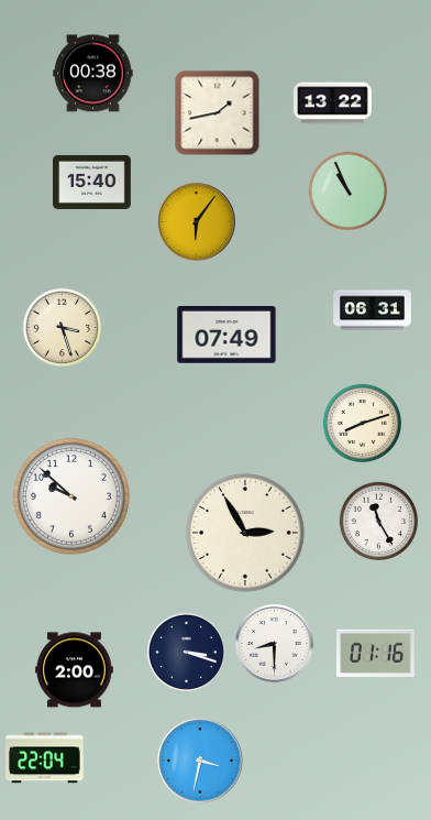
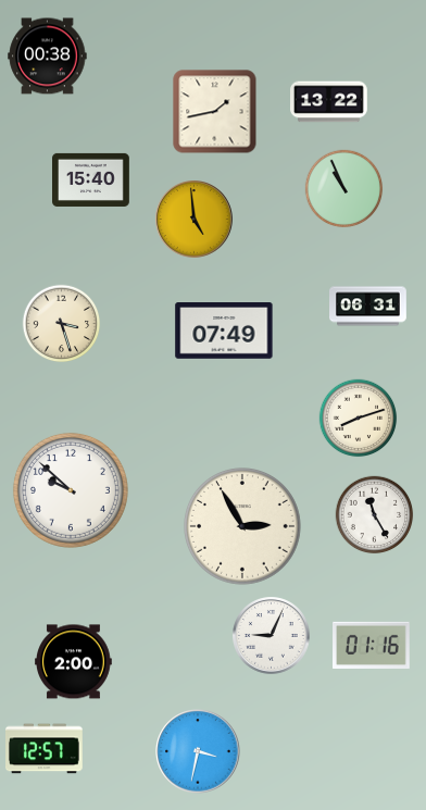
clock at (93, 74) position: (93, 74) -> (48, 57)
clock at (197, 222): 6:06 -> 4:59
clock at (275, 644): 8:30 -> 9:04
clock at (187, 653): 3:18 -> none
clock at (45, 758): 22:04 -> 12:57
